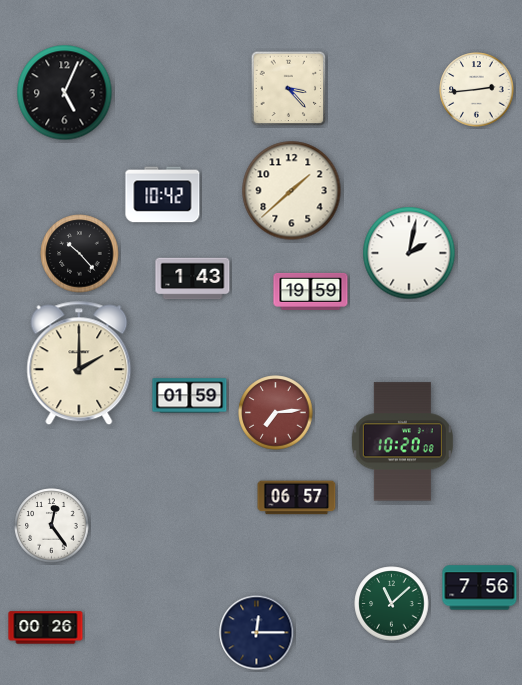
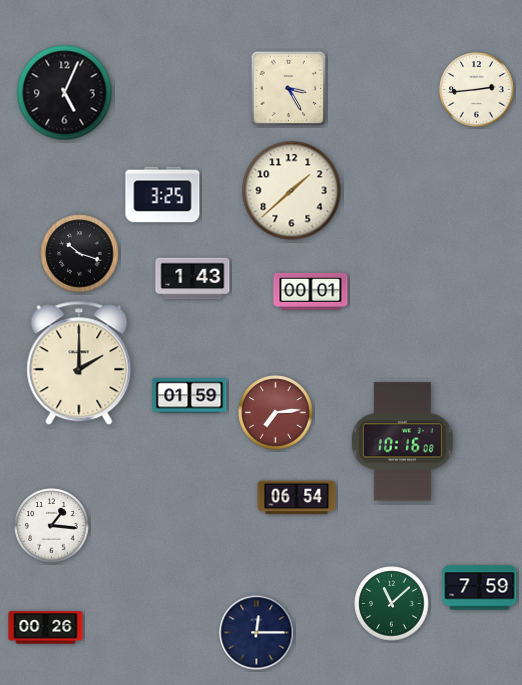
clock at (289, 89): 3:23 -> 3:25
clock at (163, 195): 10:42 -> 3:25
clock at (409, 253): 2:02 -> none
clock at (80, 254): 10:23 -> 10:18
clock at (311, 291): 19:59 -> 00:01
clock at (402, 442): 10:20 -> 10:16
clock at (297, 498): 06:57 -> 06:54
clock at (52, 526): 12:24 -> 1:16
clock at (480, 588): 7:56 -> 7:59
